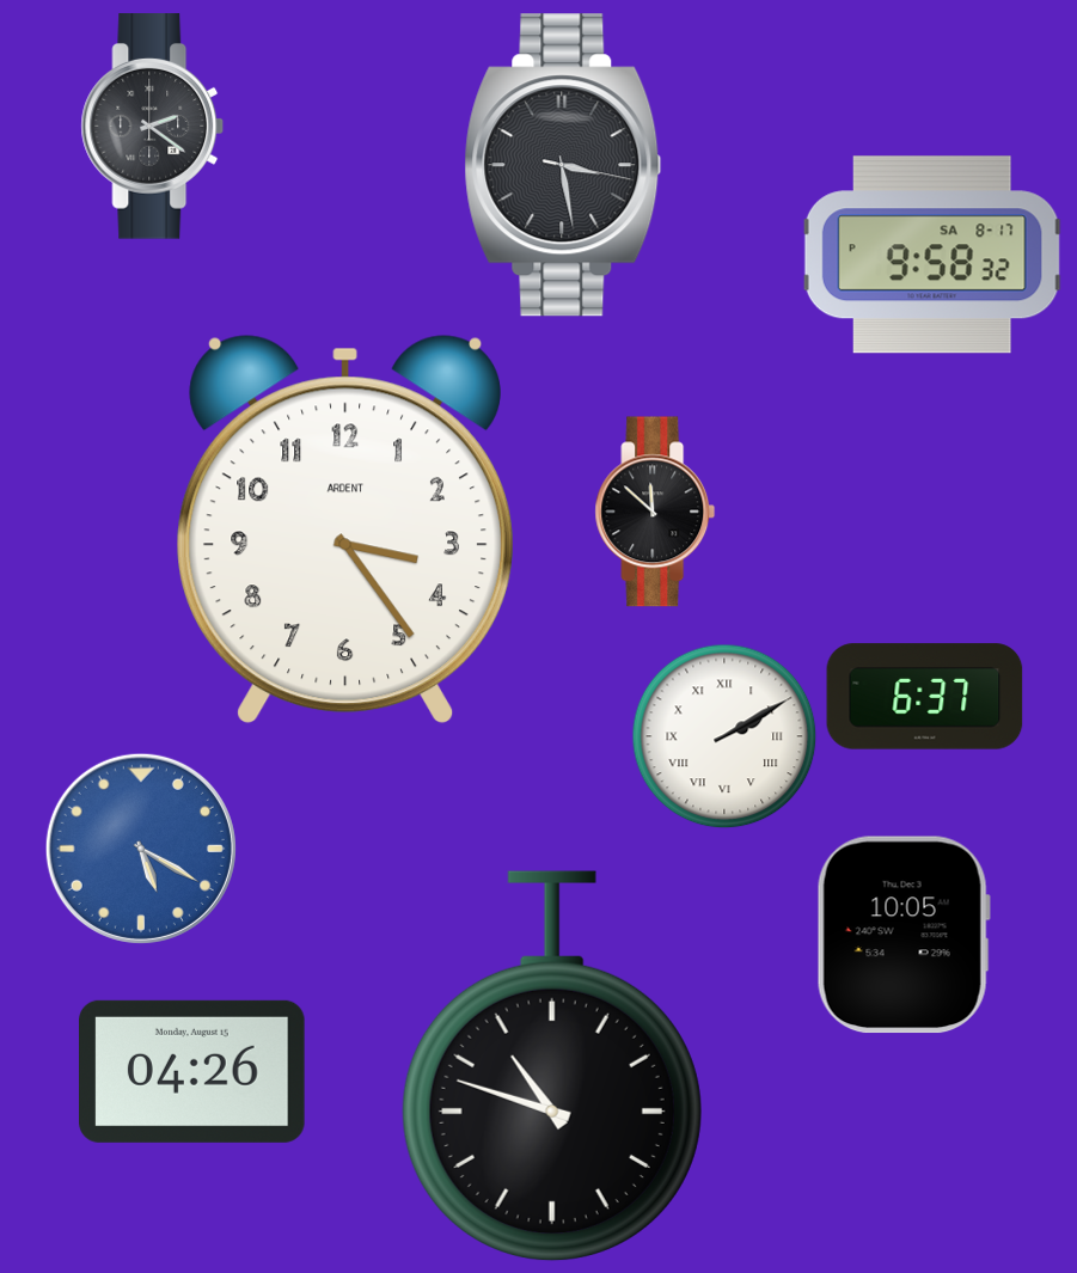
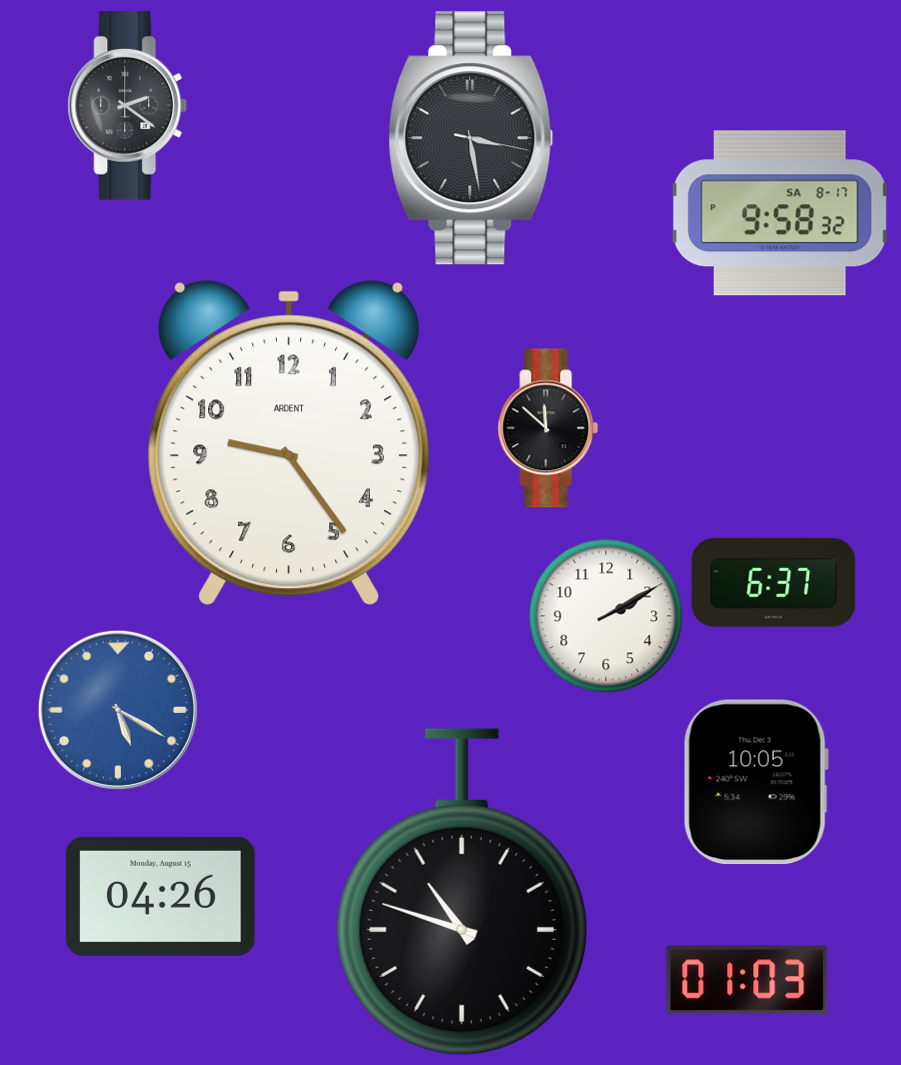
clock at (345, 530): 3:24 -> 9:24
clock at (724, 736) numerals: Roman -> Arabic
clock at (747, 980): none -> 01:03
